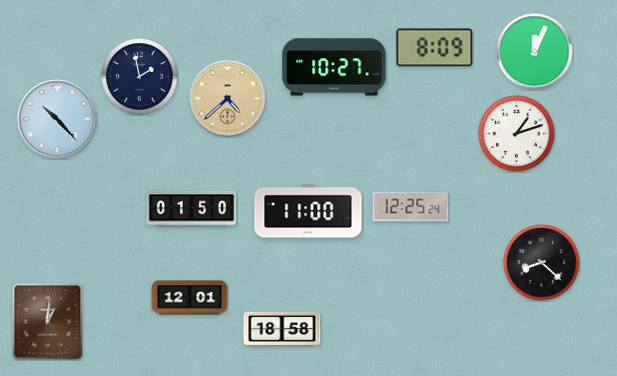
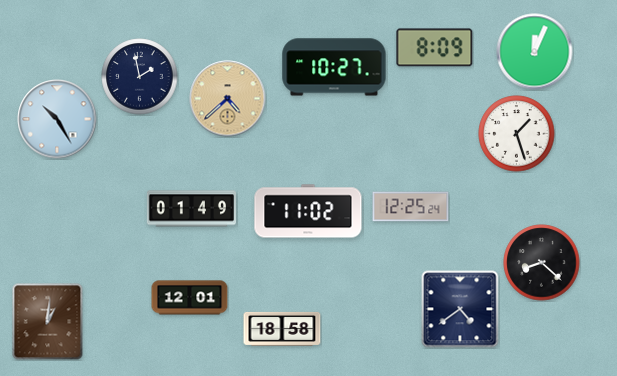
clock at (57, 119): 10:23 -> 10:25
clock at (517, 134): 1:12 -> 1:27
clock at (191, 209): 01:50 -> 01:49
clock at (308, 211): 11:00 -> 11:02
clock at (460, 309): none -> 4:39
